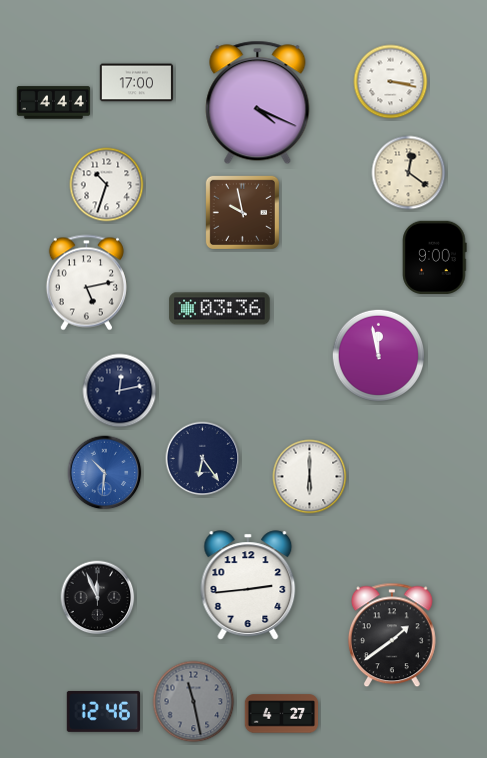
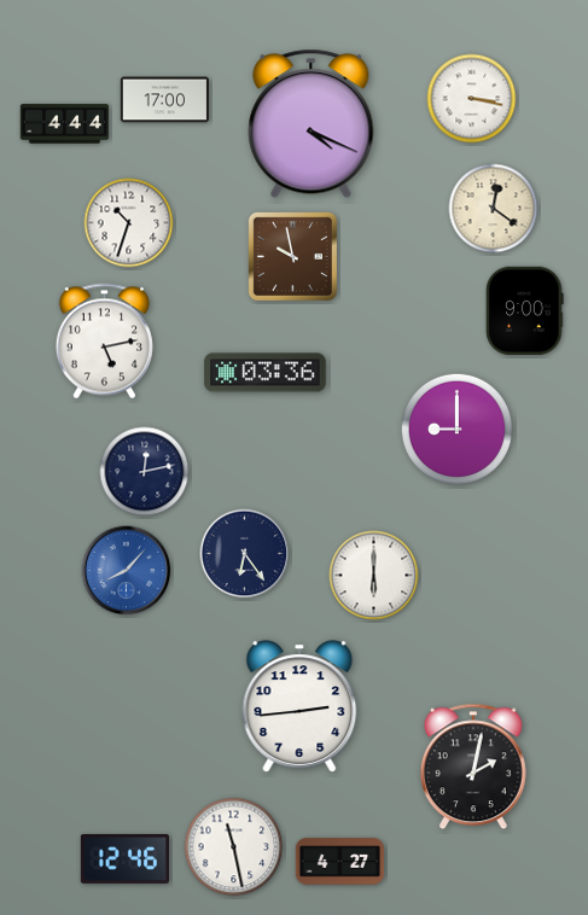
clock at (378, 355): 11:58 -> 9:00
clock at (105, 473): 10:31 -> 8:07
clock at (98, 598): 11:56 -> none
clock at (392, 635): 1:39 -> 2:02
clock at (194, 702) dial: grey -> white
